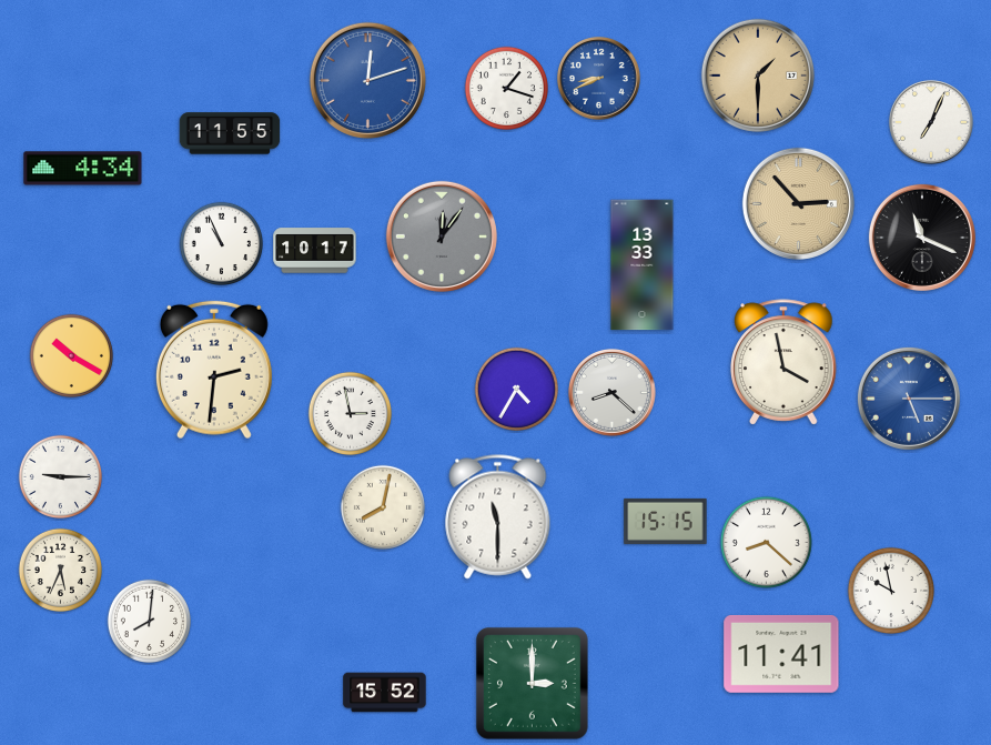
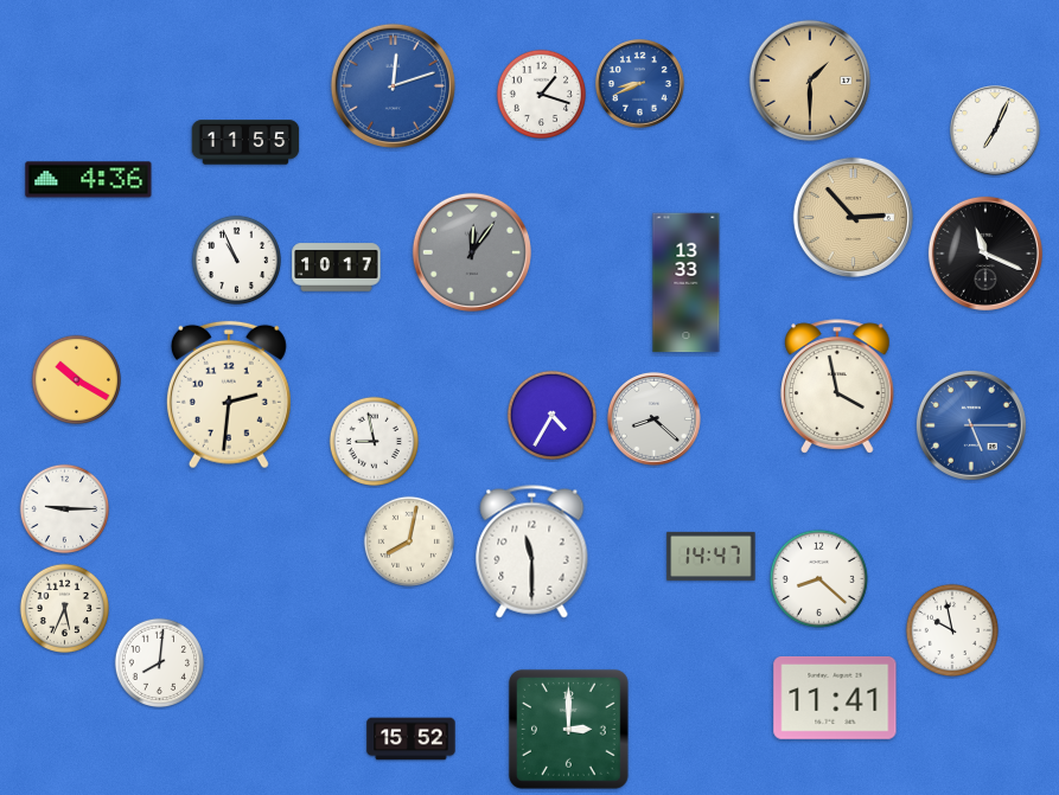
clock at (83, 169): 4:34 -> 4:36
clock at (350, 413): 2:58 -> 8:58
clock at (666, 521): 15:15 -> 14:47
